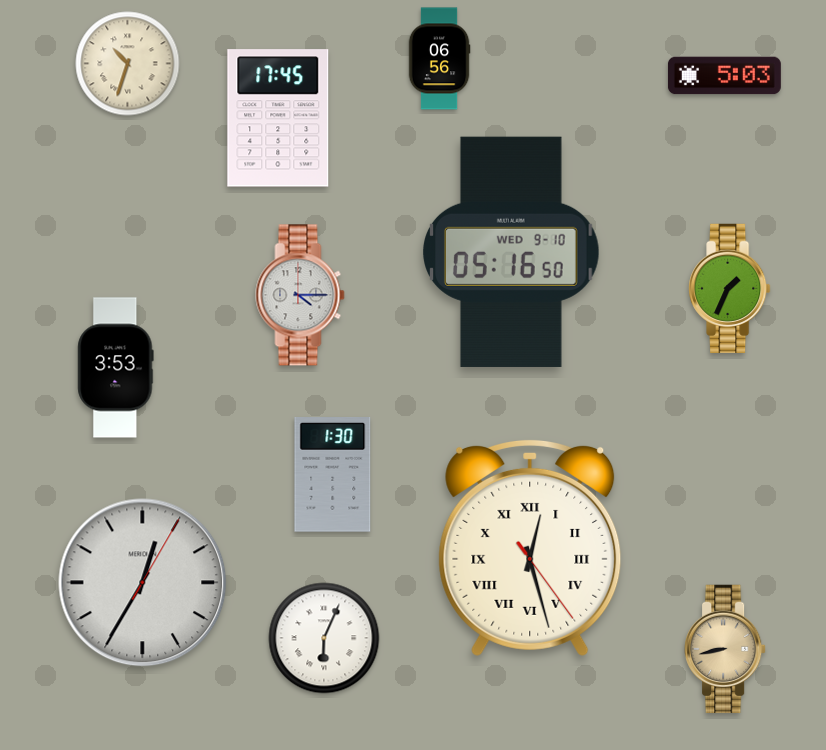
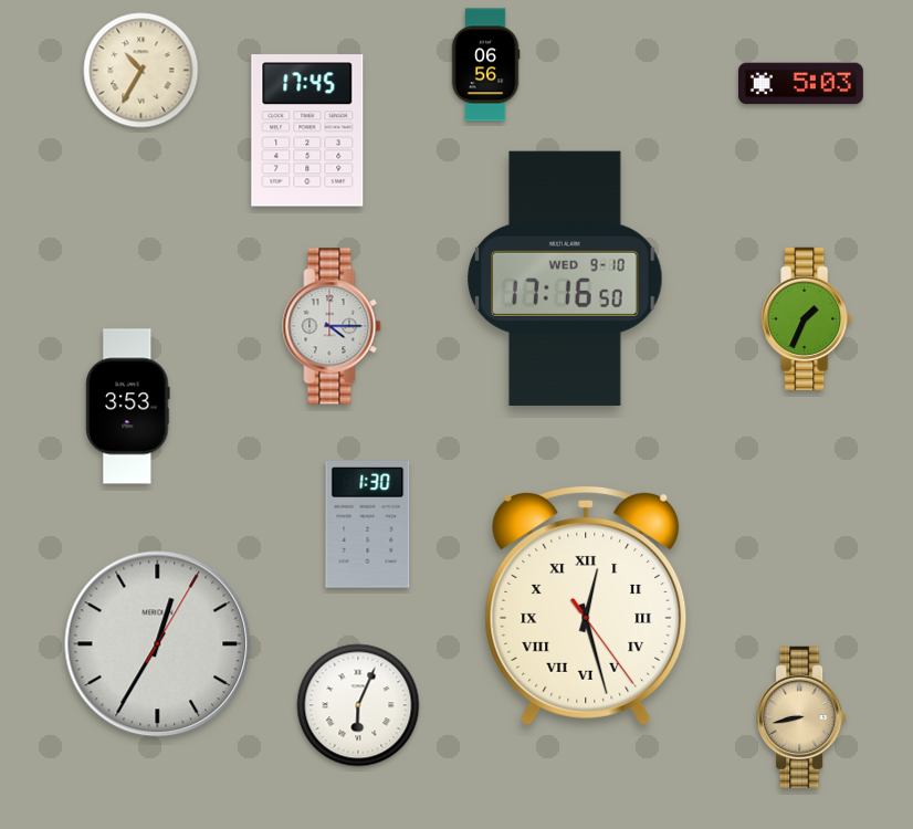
clock at (128, 64): 10:33 -> 10:35
clock at (511, 252): 05:16 -> 17:16
